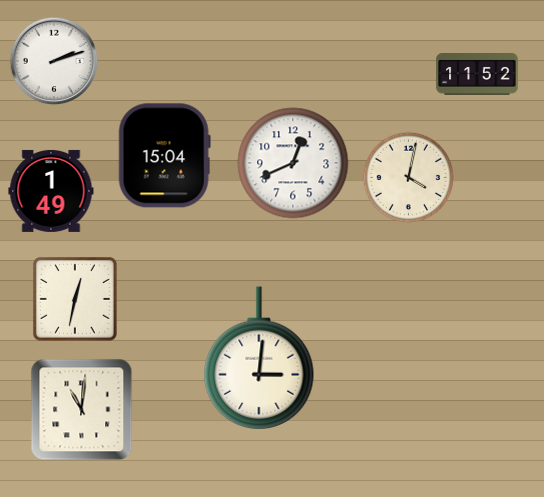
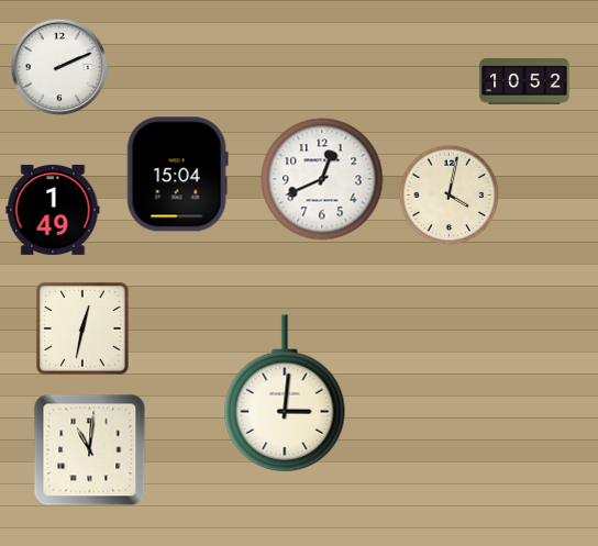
clock at (54, 61): 2:12 -> 2:11
clock at (477, 74): 11:52 -> 10:52
clock at (164, 156) position: (164, 156) -> (177, 175)
clock at (51, 191) position: (51, 191) -> (53, 210)
